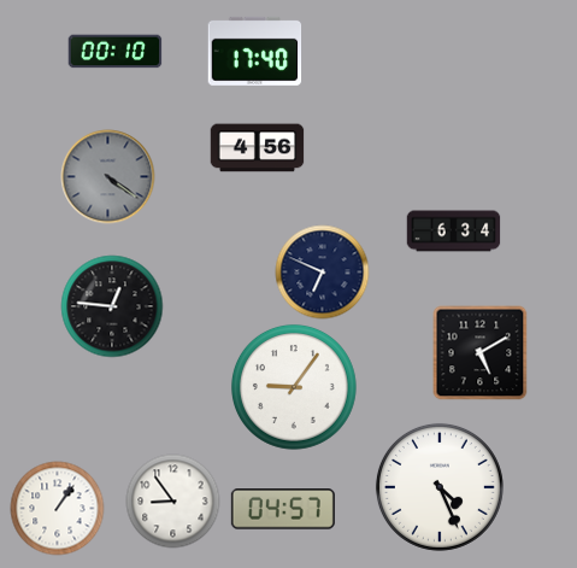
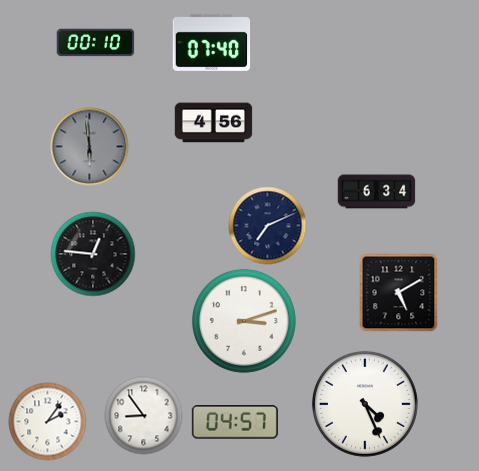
clock at (254, 51): 17:40 -> 07:40
clock at (107, 176): 4:21 -> 5:59
clock at (322, 271): 6:49 -> 7:11
clock at (294, 387): 9:06 -> 3:12
clock at (57, 508): 1:06 -> 2:06
